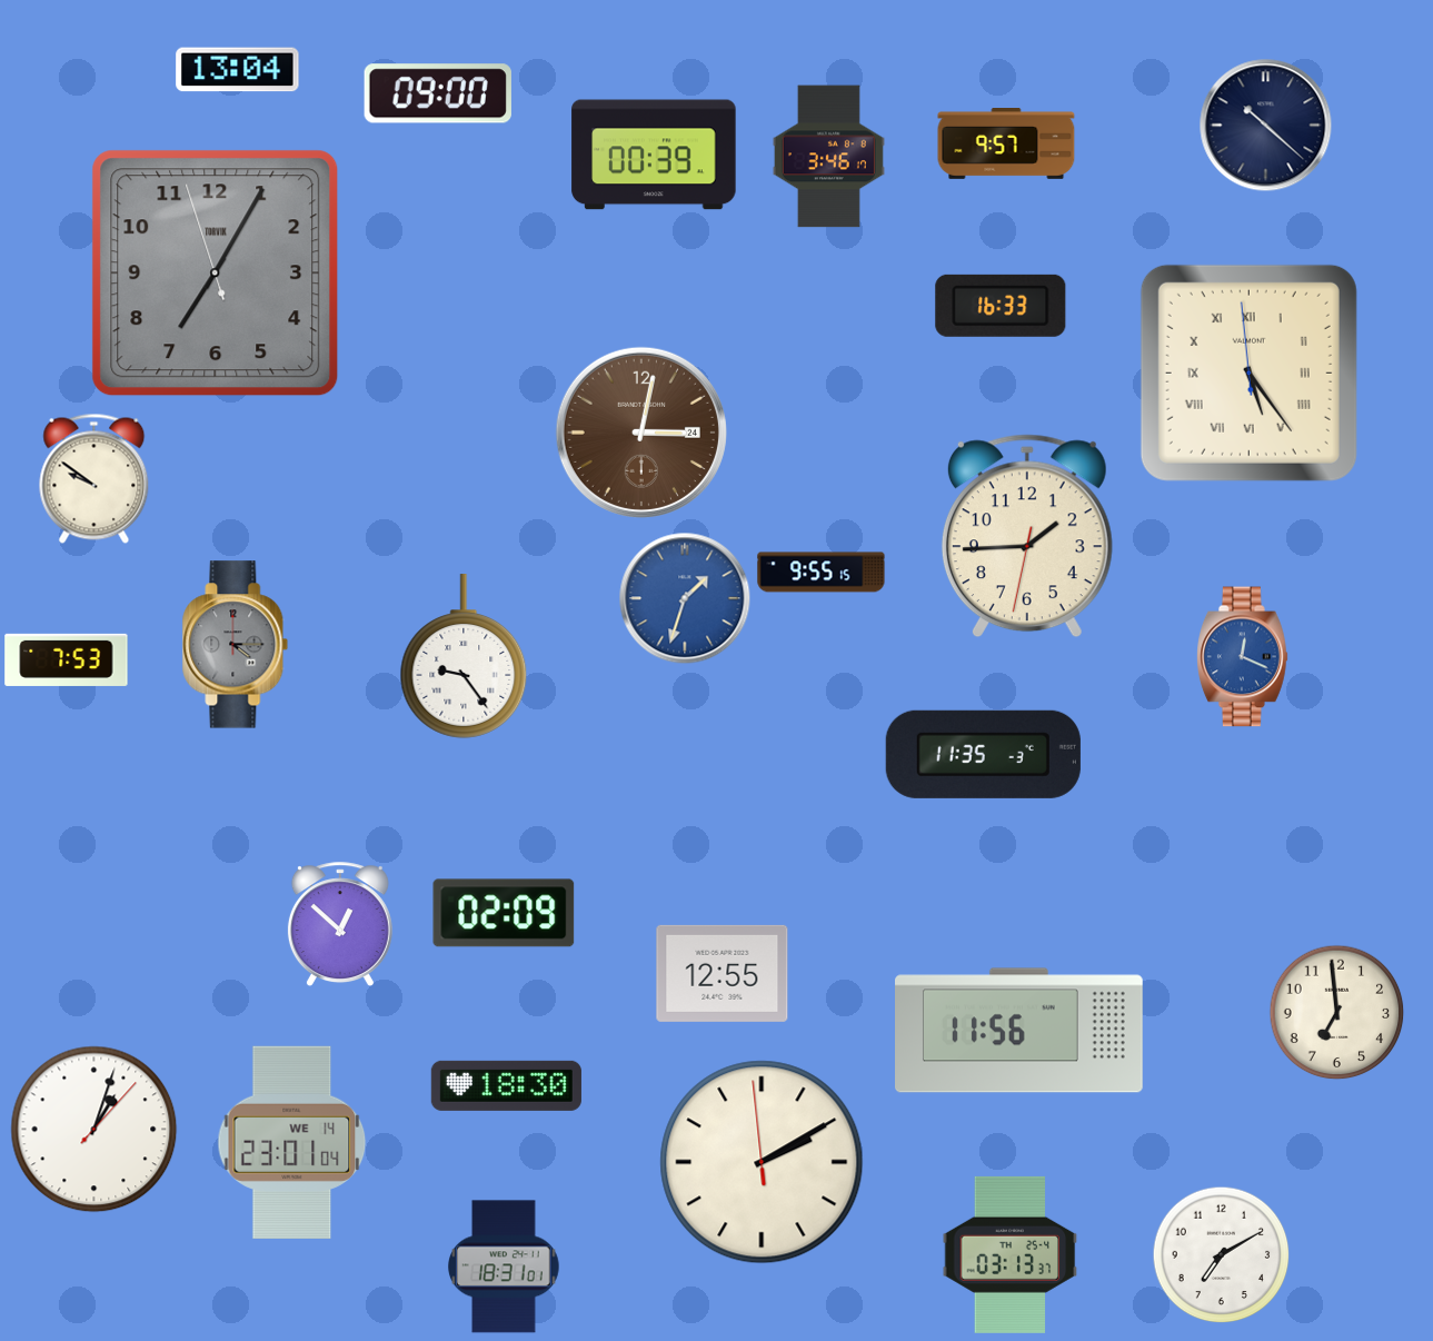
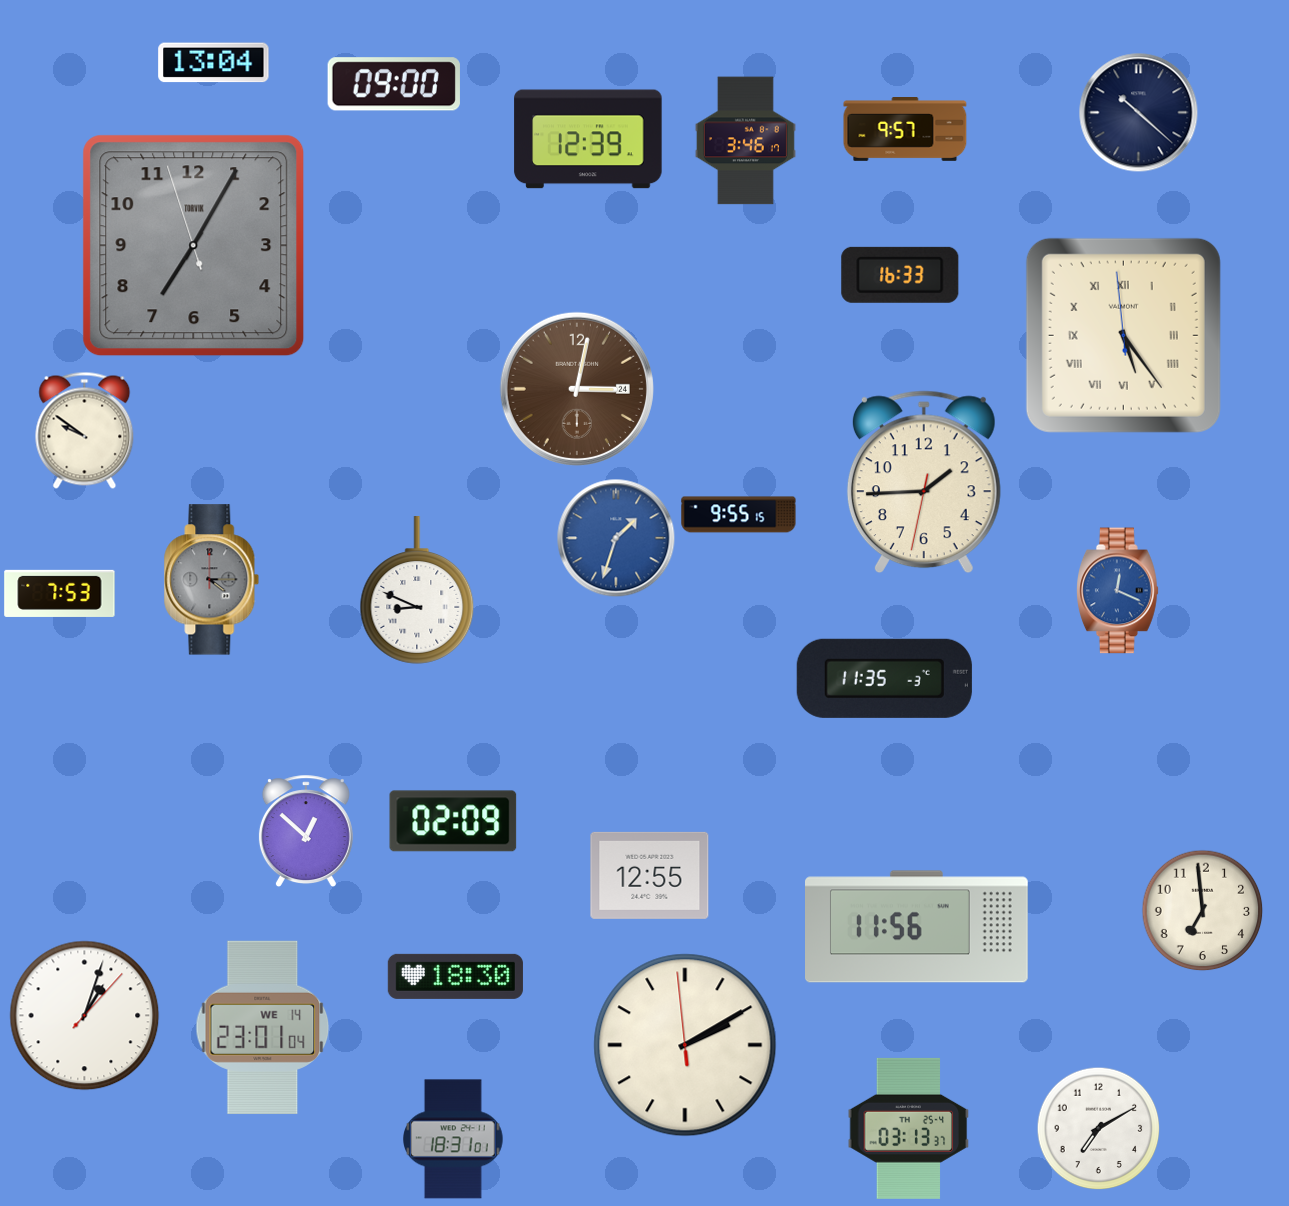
clock at (654, 155): 00:39 -> 12:39
clock at (464, 656): 9:24 -> 8:49
